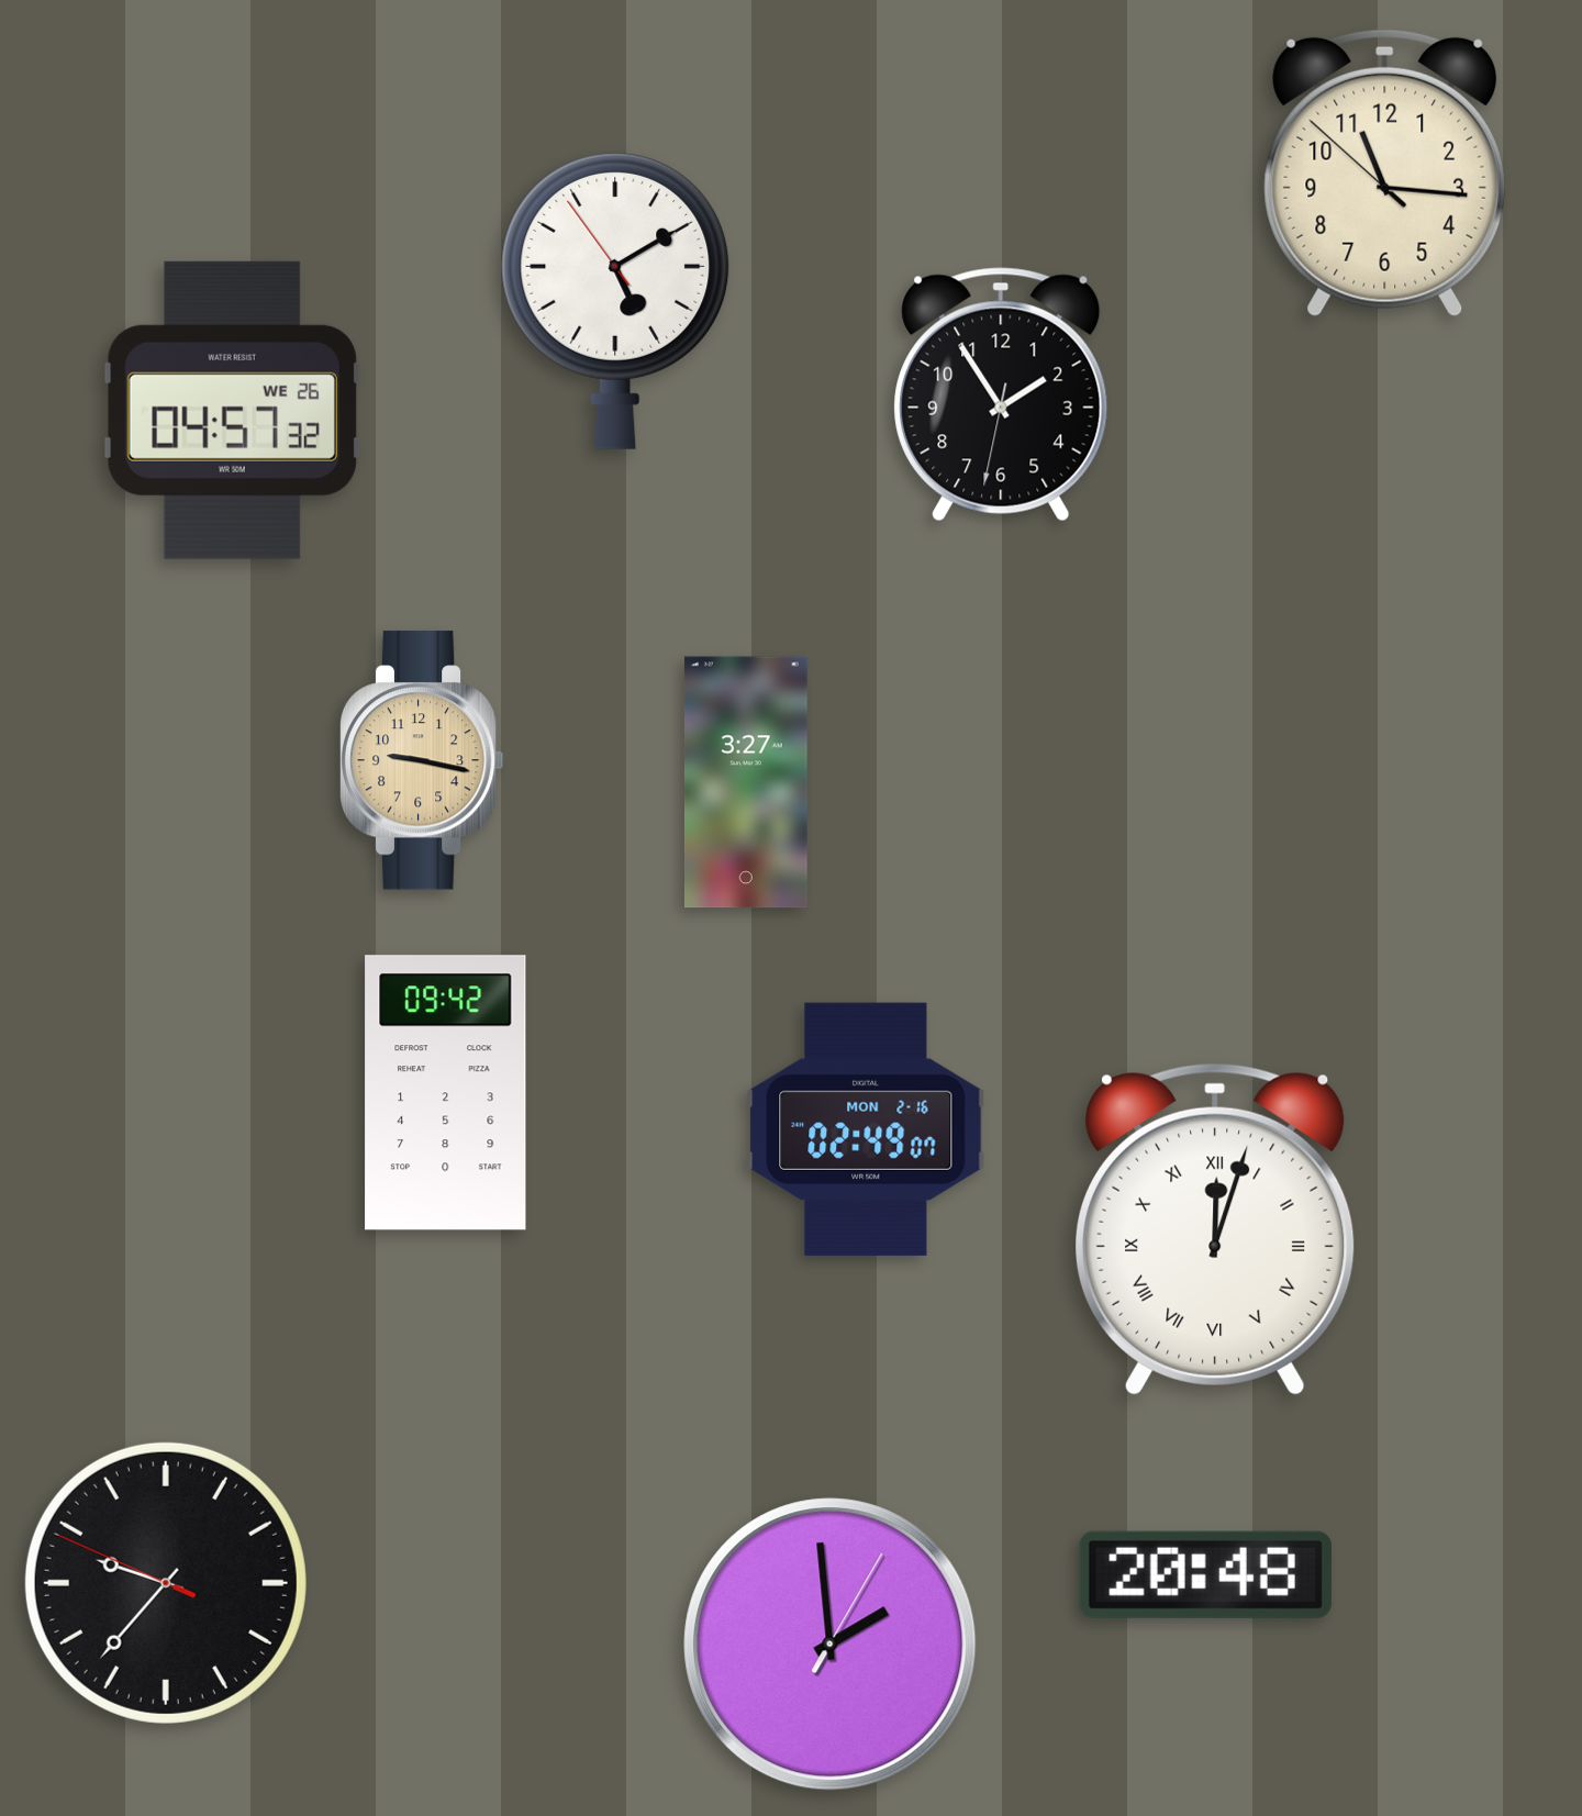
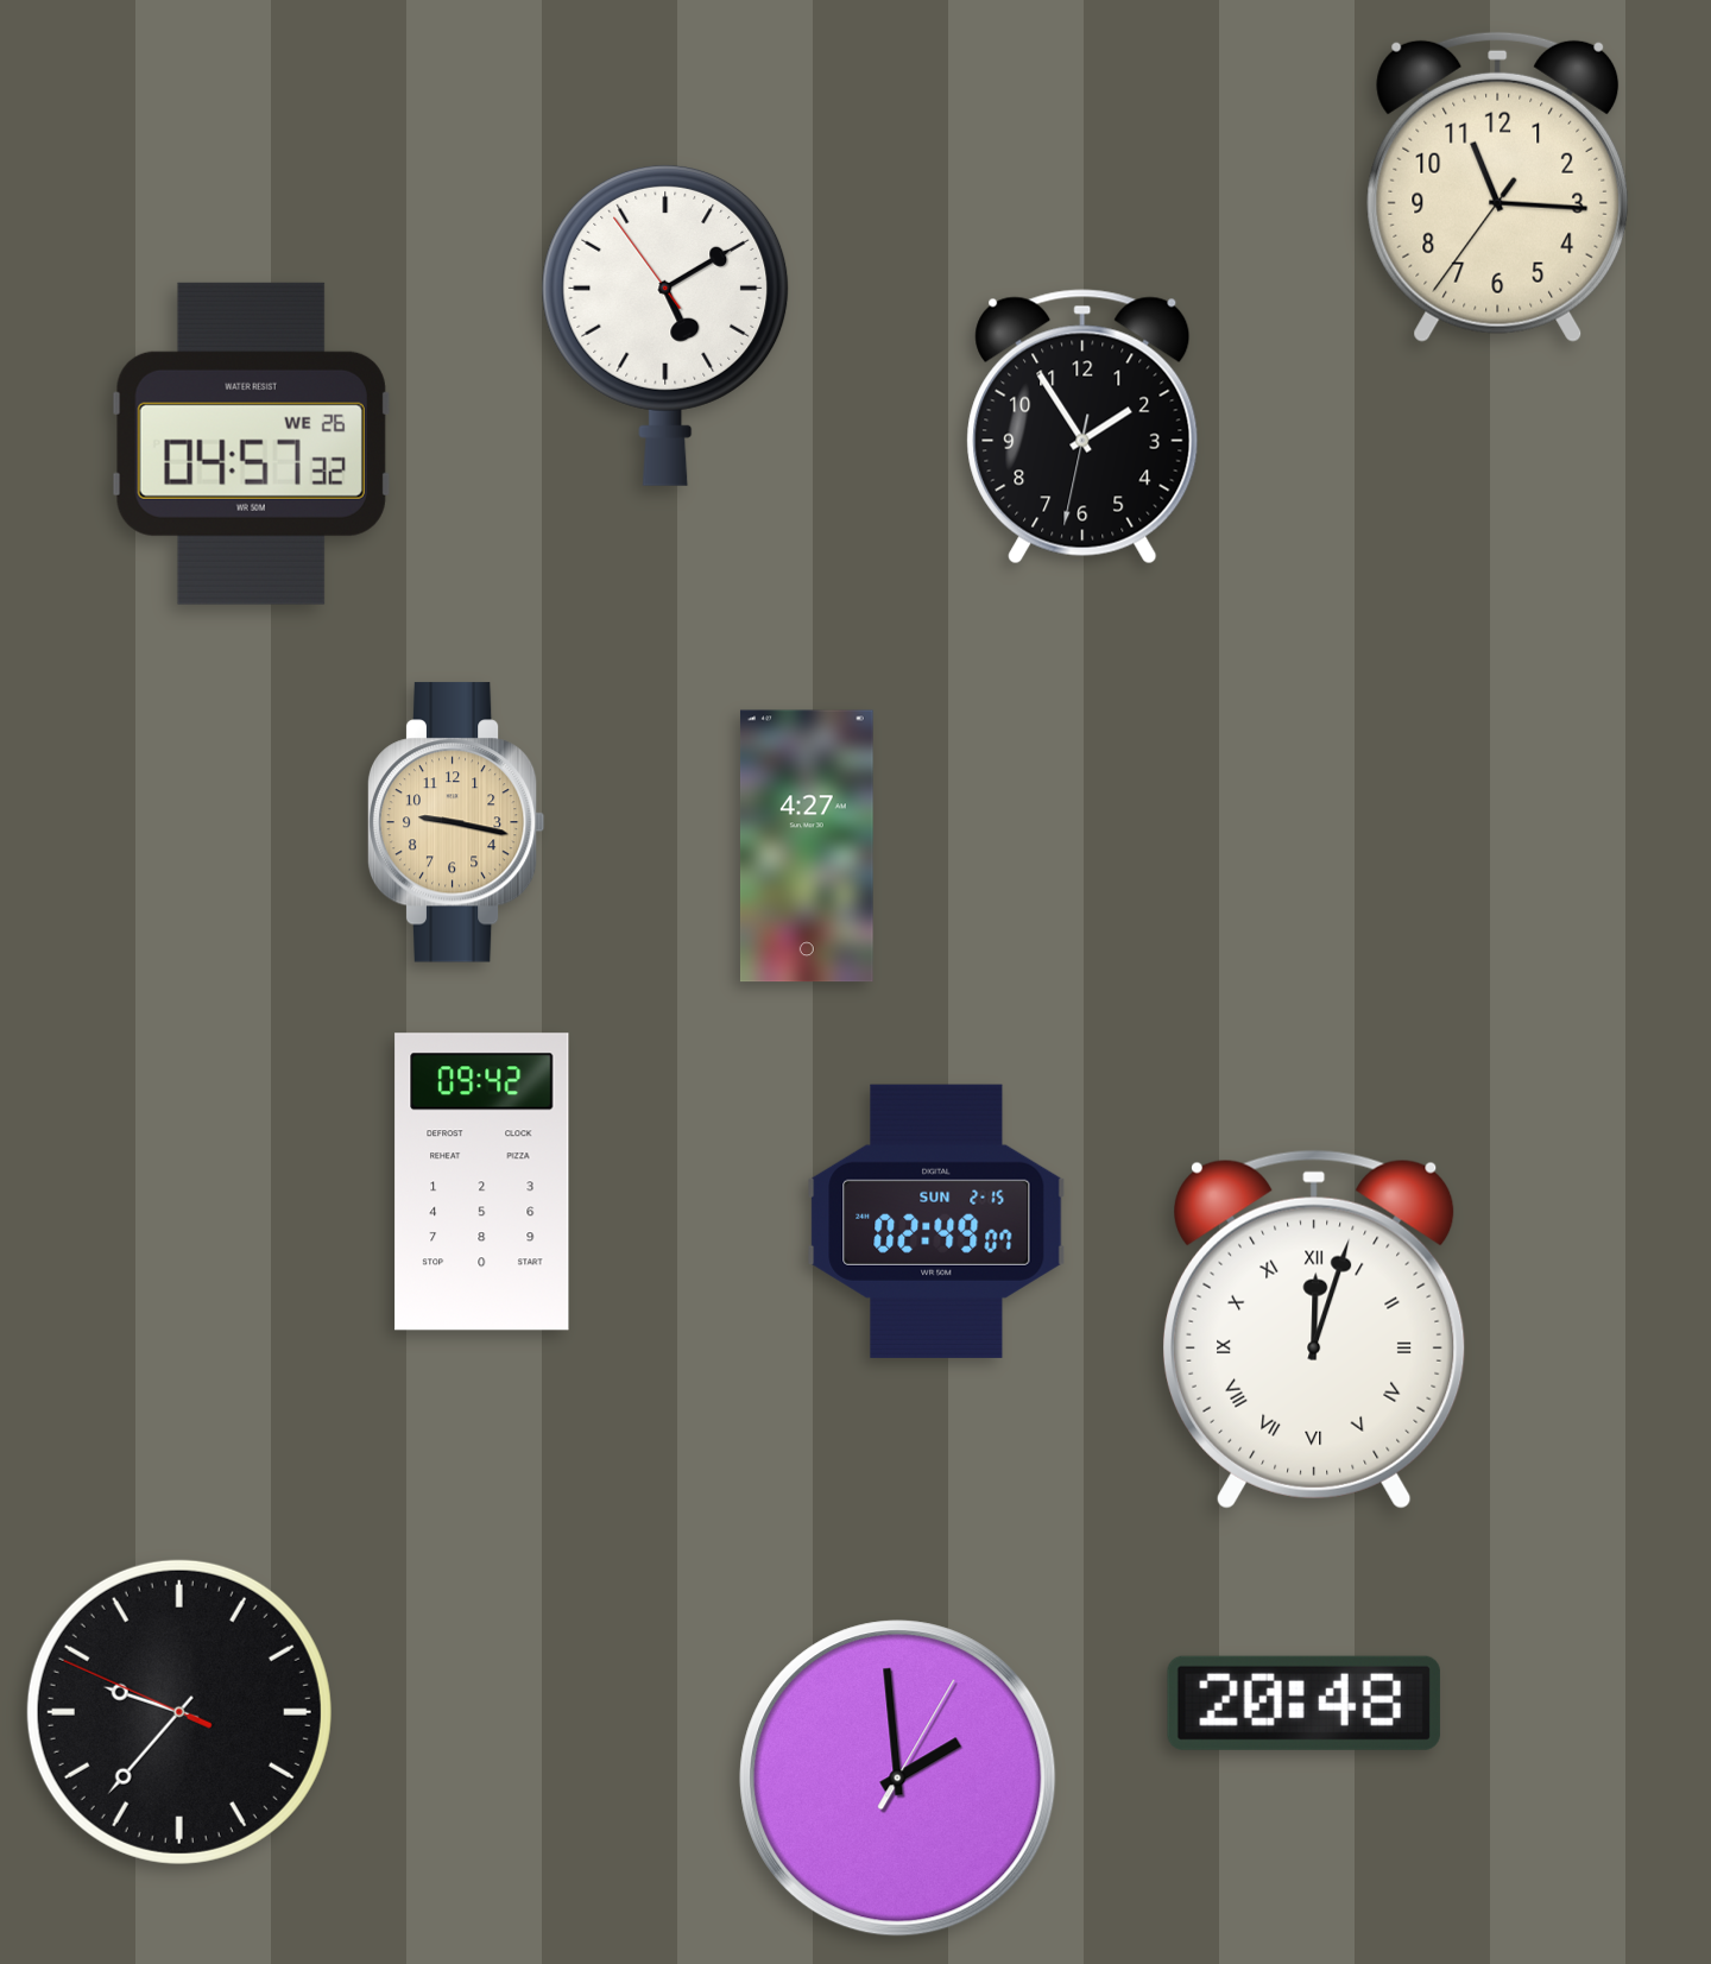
clock at (1385, 172): 11:15:52 -> 11:15:36
clock at (746, 782): 3:27 -> 4:27
clock at (866, 1129) date: MON 2-16 -> SUN 2-15
